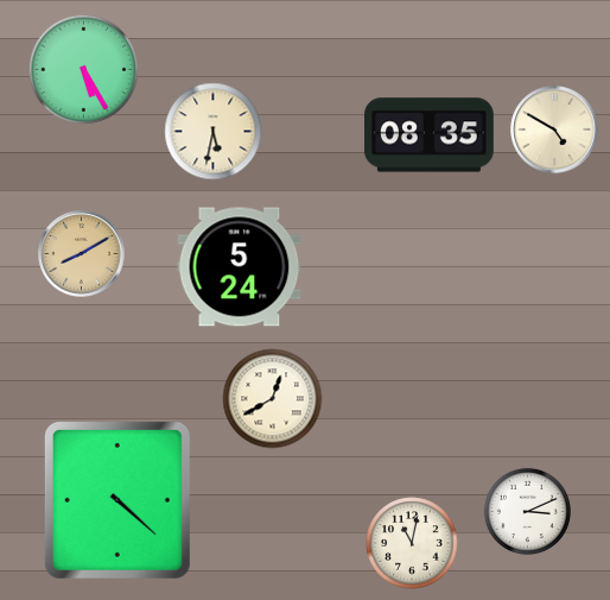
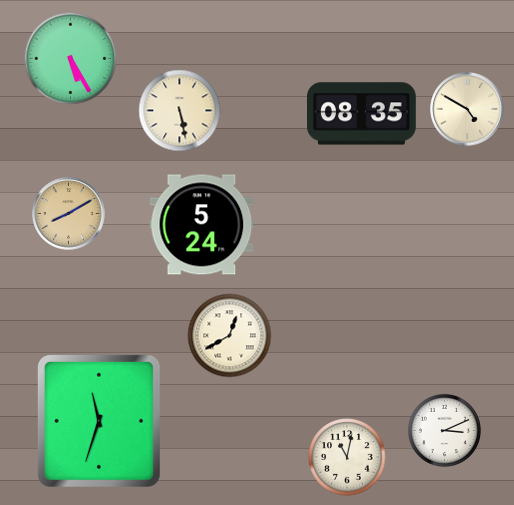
clock at (214, 132): 5:32 -> 5:28
clock at (117, 500): 4:22 -> 11:33
